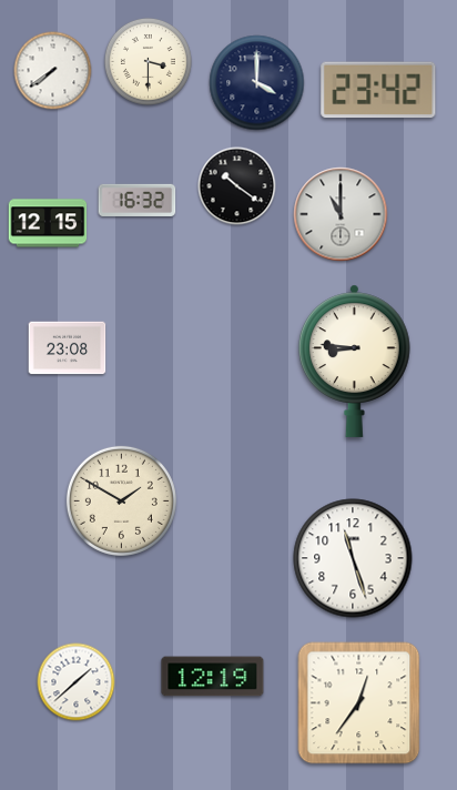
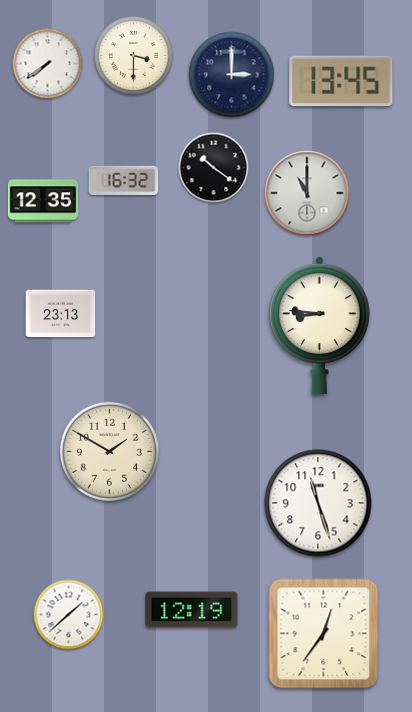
clock at (257, 83): 4:00 -> 3:00
clock at (378, 90): 23:42 -> 13:45
clock at (48, 223): 12:15 -> 12:35
clock at (68, 348): 23:08 -> 23:13
